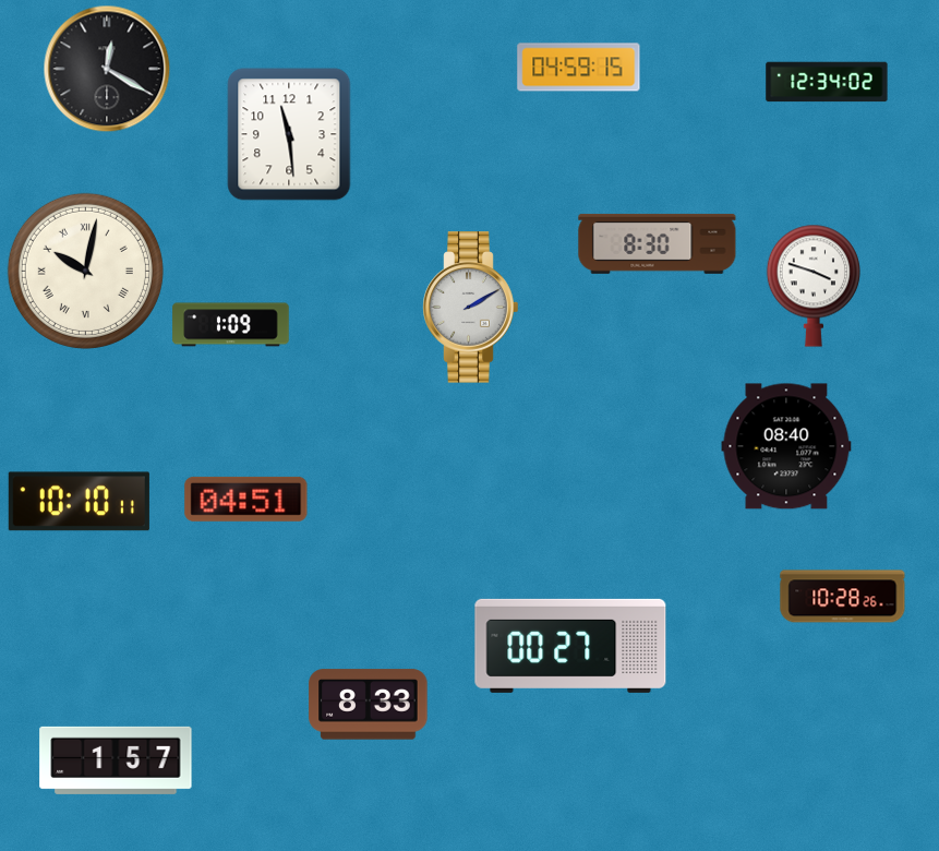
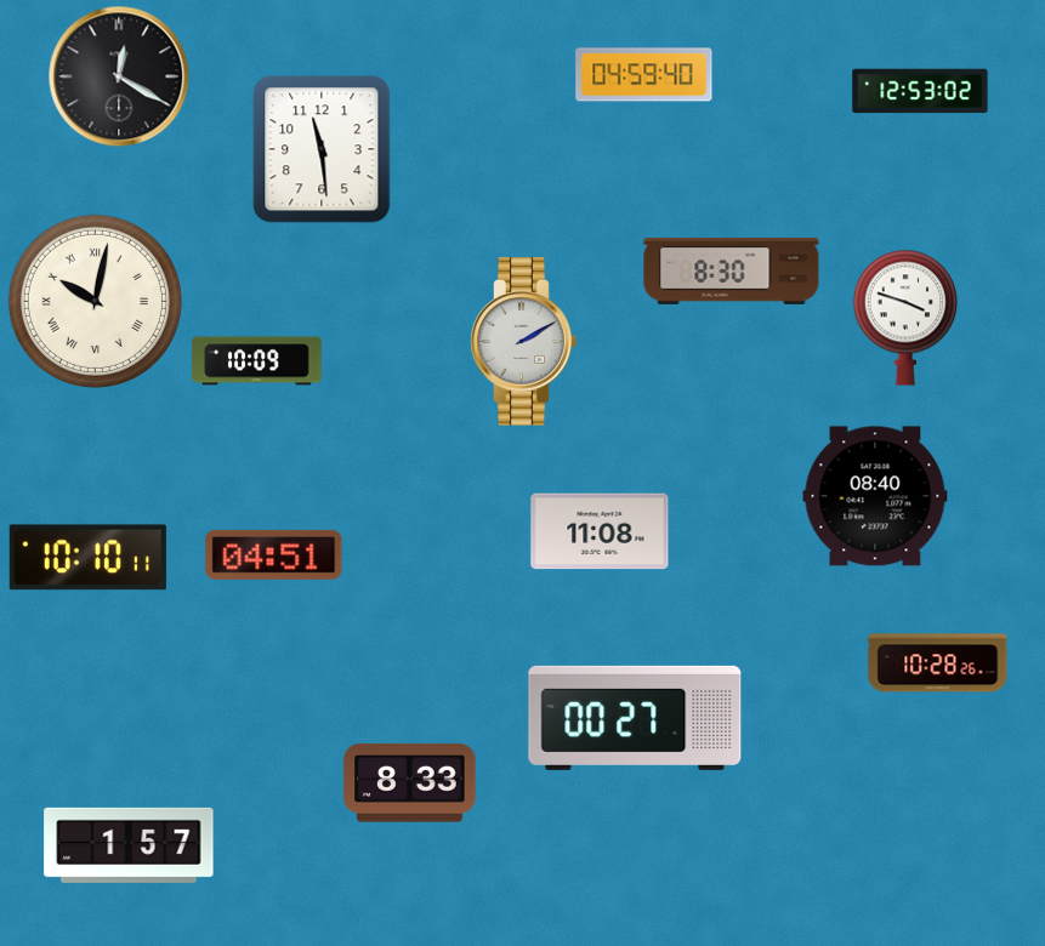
clock at (579, 68): 04:59:15 -> 04:59:40
clock at (827, 82): 12:34 -> 12:53
clock at (231, 325): 1:09 -> 10:09
clock at (600, 531): none -> 11:08
